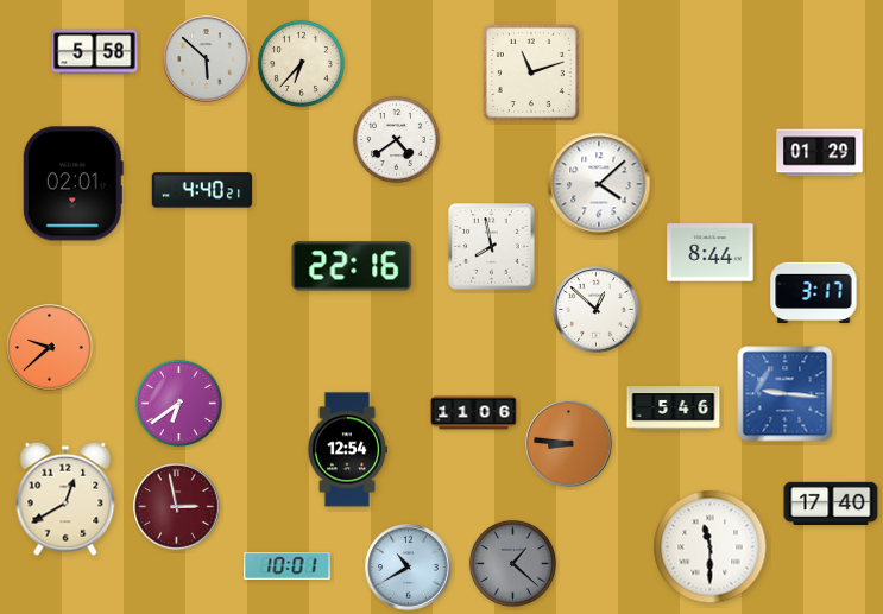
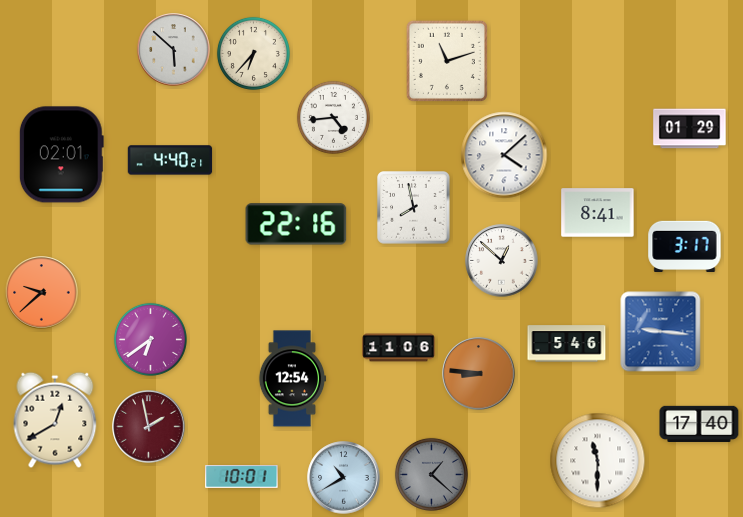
clock at (95, 52): 5:58 -> none
clock at (396, 139): 4:39 -> 4:44
clock at (711, 253): 8:44 -> 8:41
clock at (177, 507): 2:58 -> 1:58
